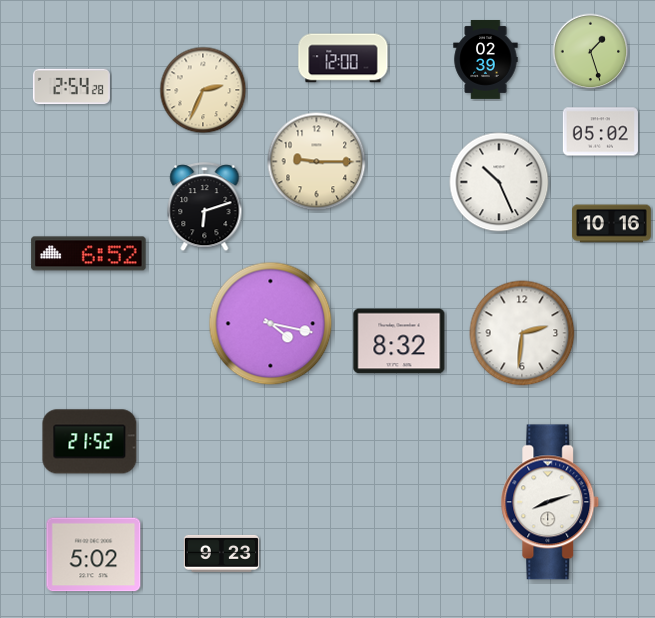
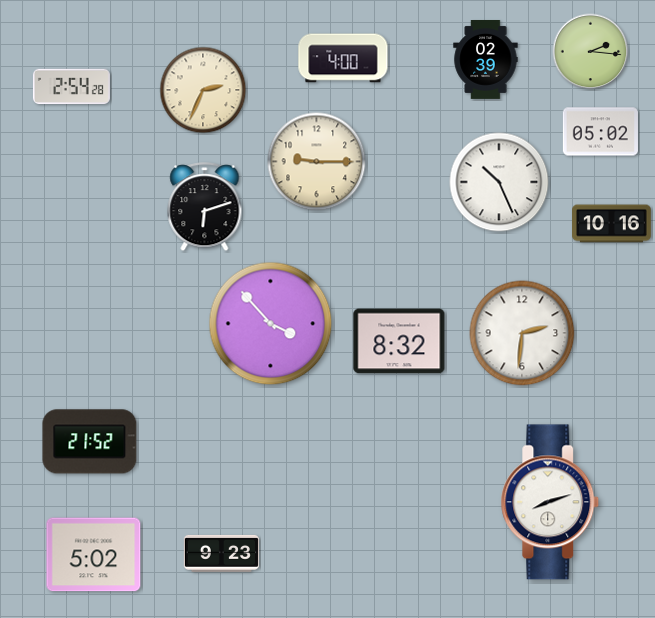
clock at (591, 52): 1:27 -> 2:16
clock at (343, 58): 12:00 -> 4:00
clock at (89, 254): 6:52 -> none
clock at (271, 324): 4:17 -> 3:53
